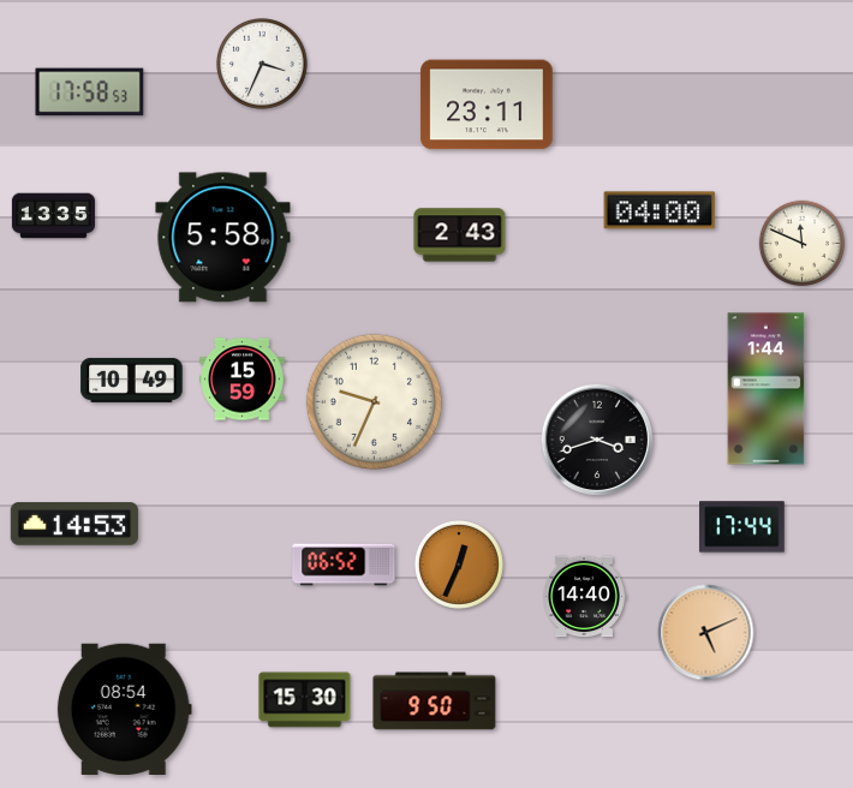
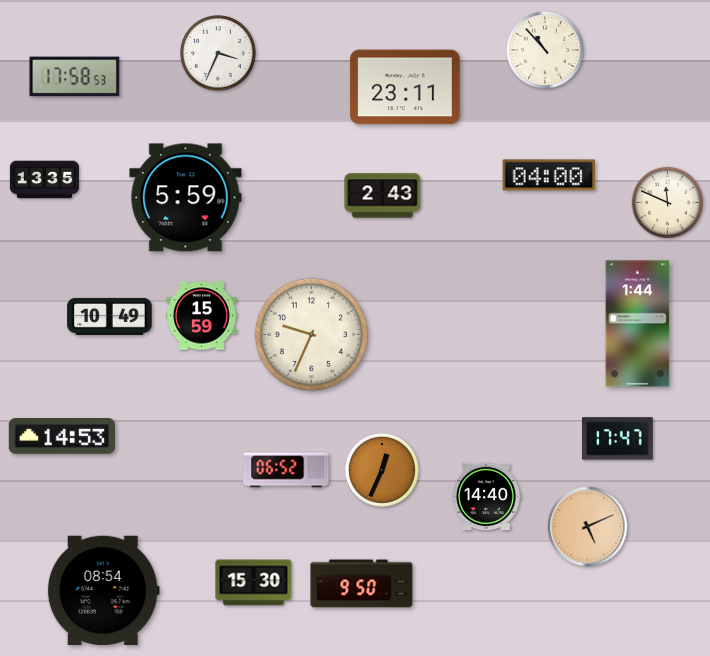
clock at (545, 50): none -> 10:53
clock at (223, 238): 5:58 -> 5:59
clock at (596, 438): 3:42 -> none
clock at (742, 527): 17:44 -> 17:47
